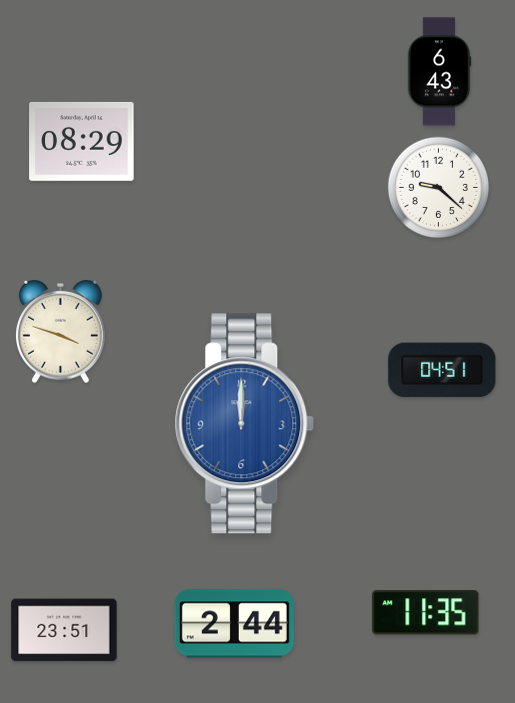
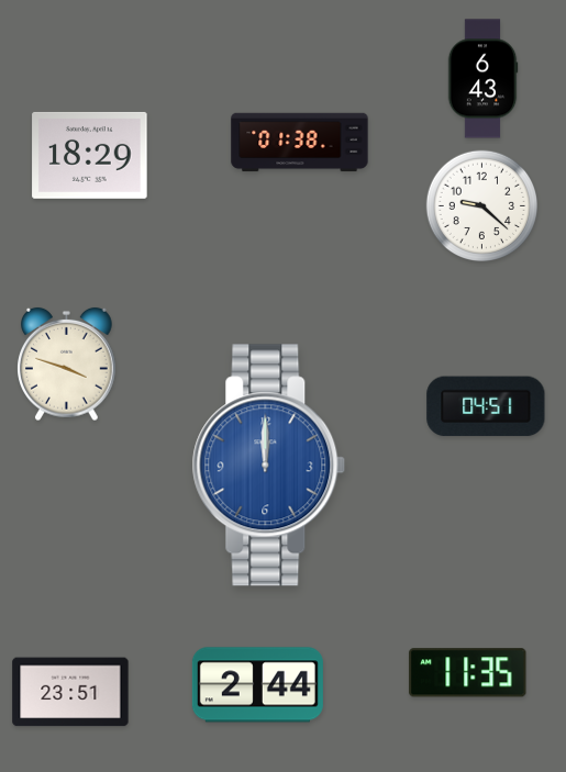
clock at (300, 143): none -> 01:38
clock at (82, 141): 08:29 -> 18:29
